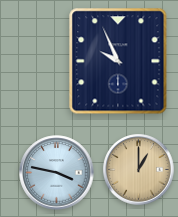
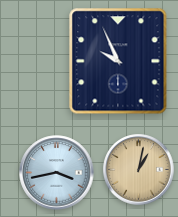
clock at (139, 170): 1:00 -> 1:02
clock at (57, 173): 3:47 -> 3:43
